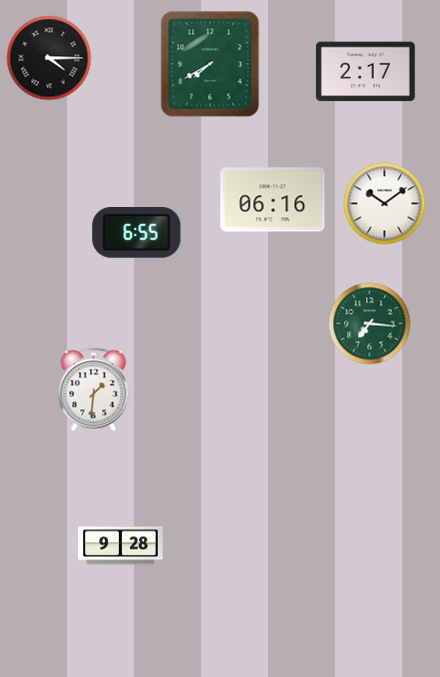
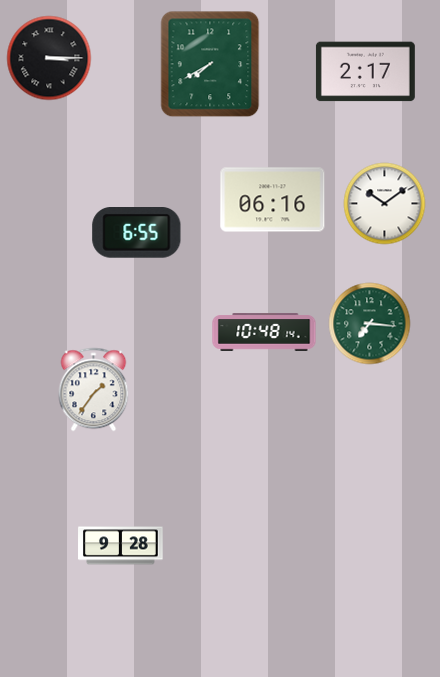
clock at (49, 58): 4:15 -> 3:15
clock at (264, 332): none -> 10:48
clock at (94, 390): 1:31 -> 1:36
